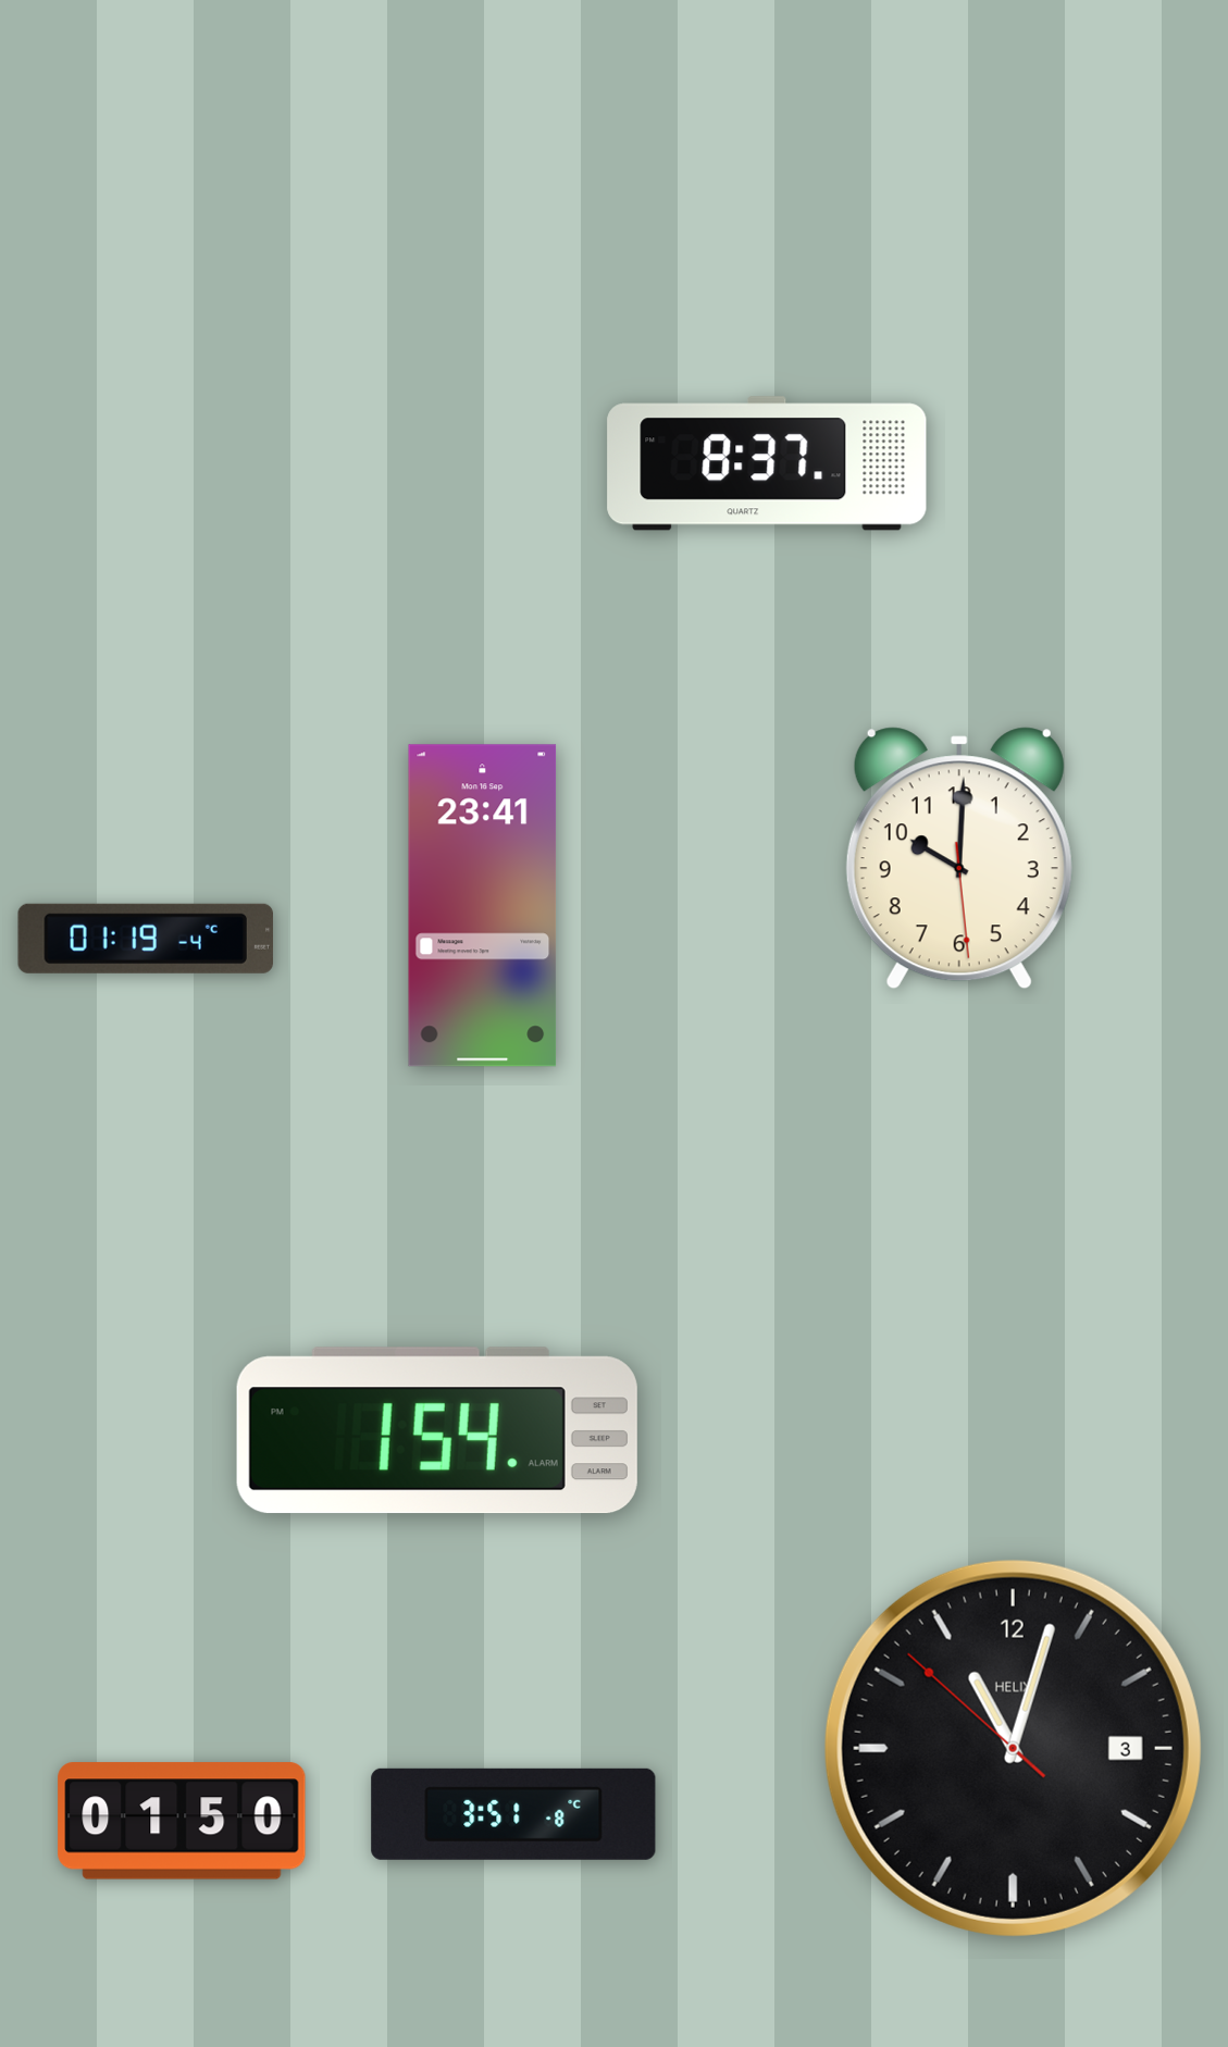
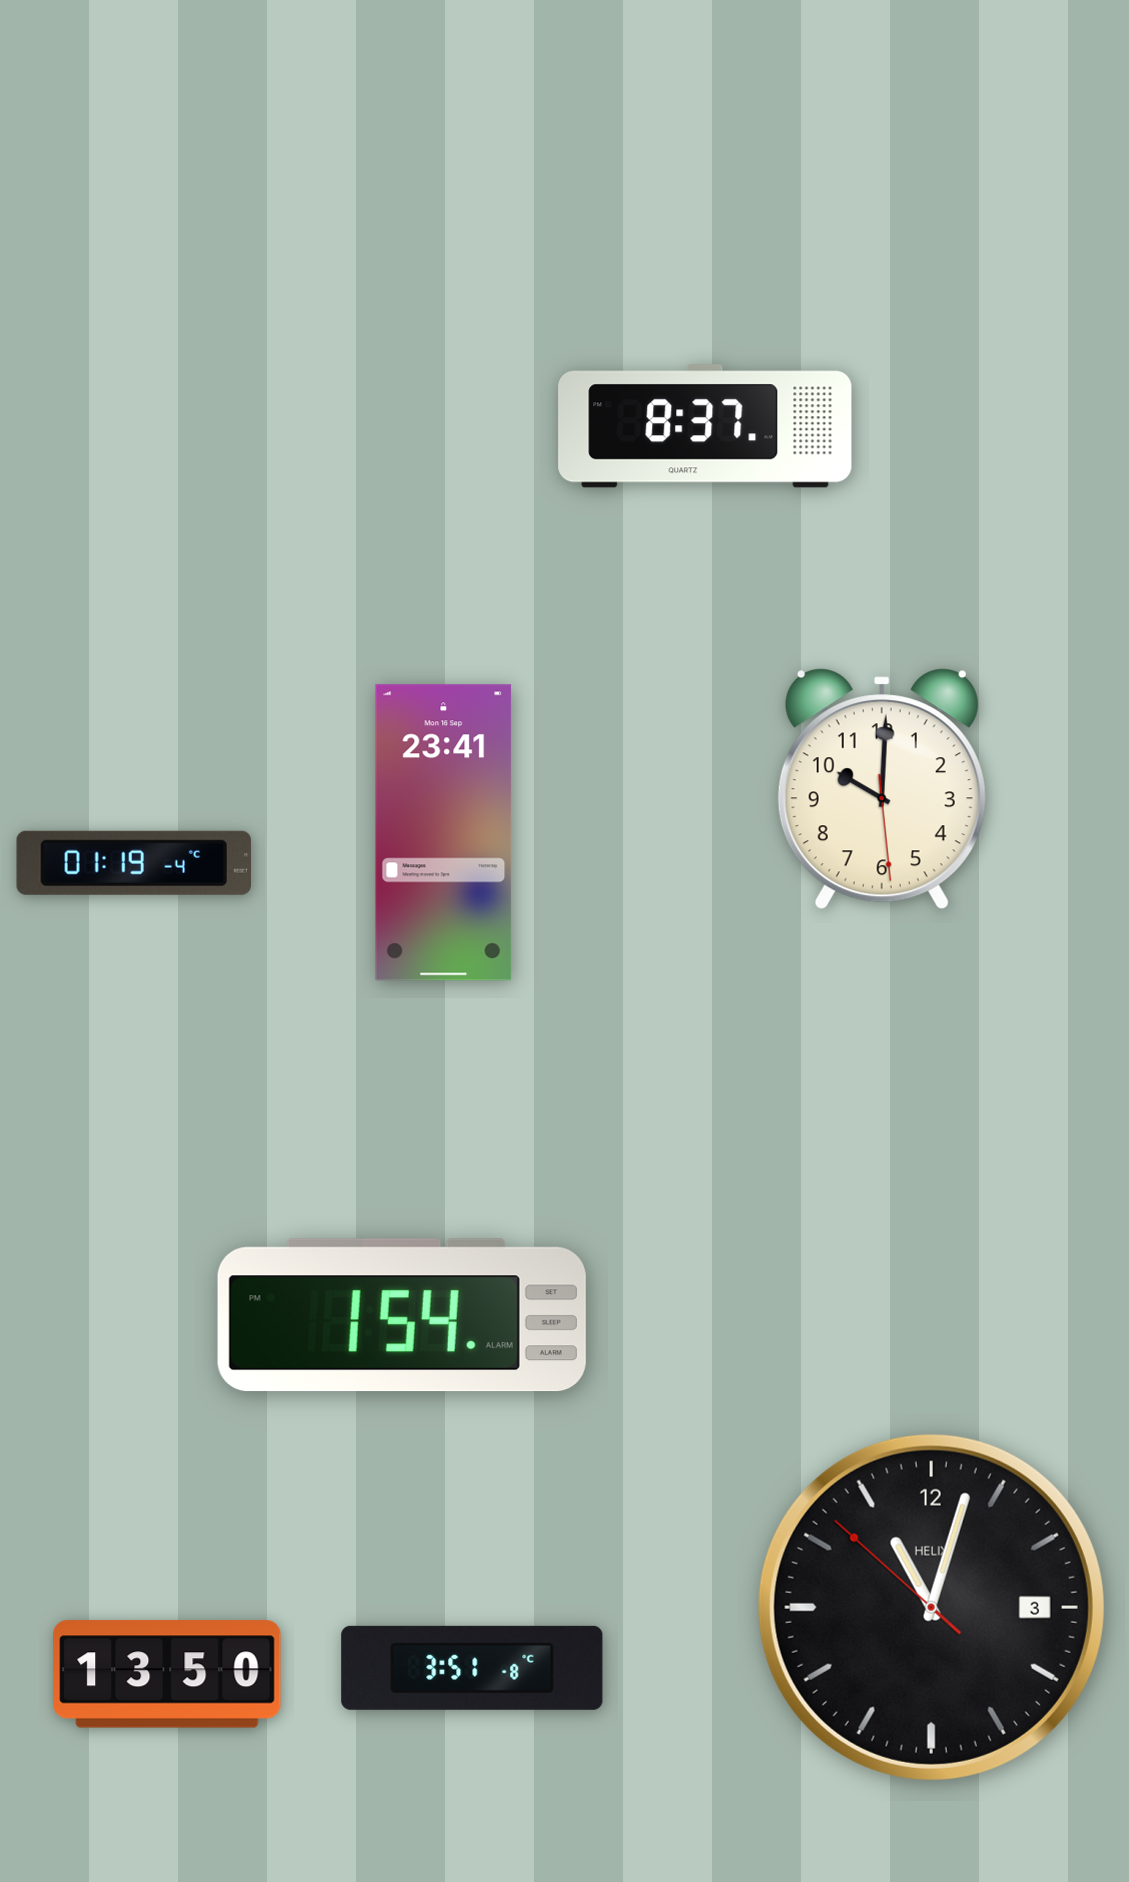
clock at (182, 1821): 01:50 -> 13:50
